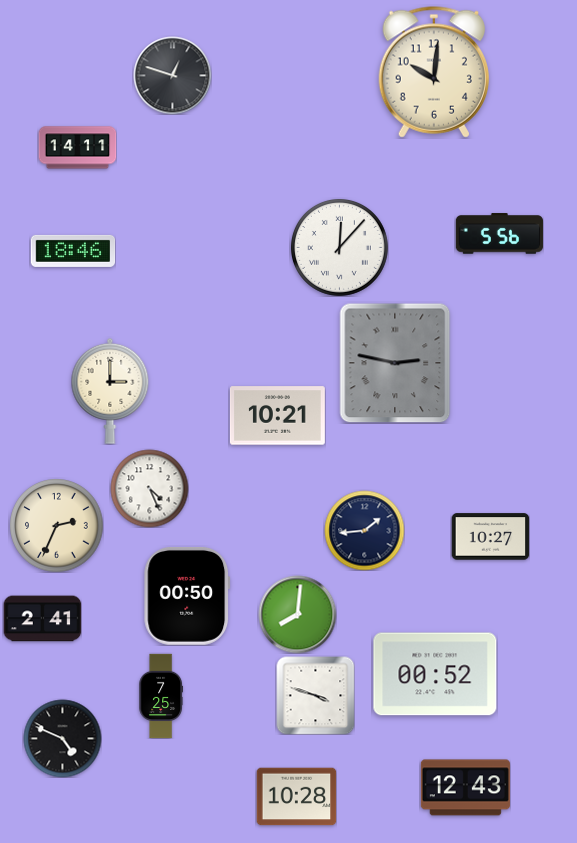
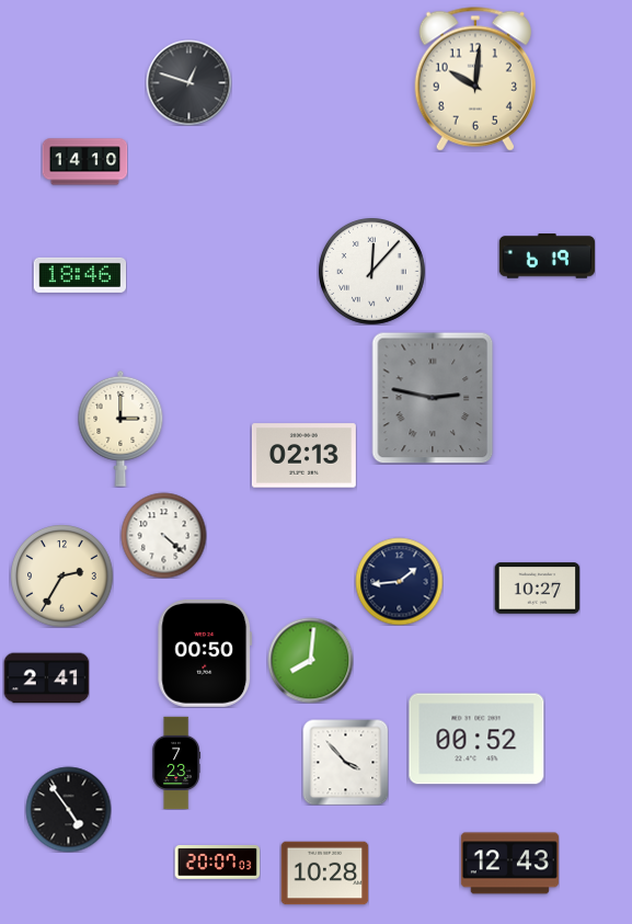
clock at (77, 148): 14:11 -> 14:10
clock at (499, 234): 5:56 -> 6:19
clock at (277, 416): 10:21 -> 02:13
clock at (149, 488): 4:26 -> 4:22
clock at (56, 525): 2:34 -> 2:35
clock at (297, 614) position: (297, 614) -> (310, 660)
clock at (315, 695): 3:48 -> 3:53
clock at (160, 696): 7:25 -> 7:23
clock at (62, 738): 4:49 -> 4:54
clock at (217, 863): none -> 20:07
